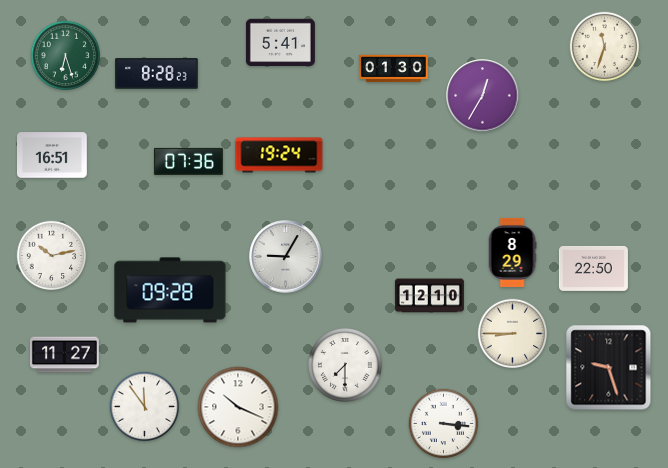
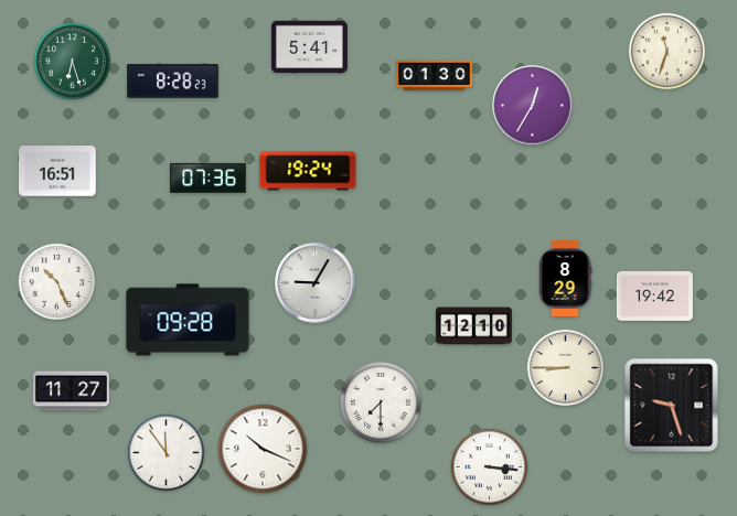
clock at (52, 256): 10:13 -> 10:26
clock at (593, 268): 22:50 -> 19:42
clock at (145, 407) position: (145, 407) -> (167, 453)
